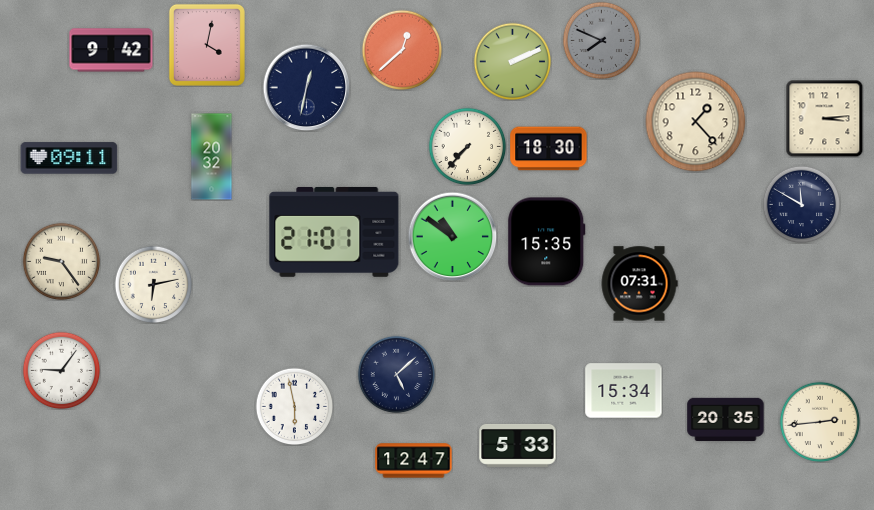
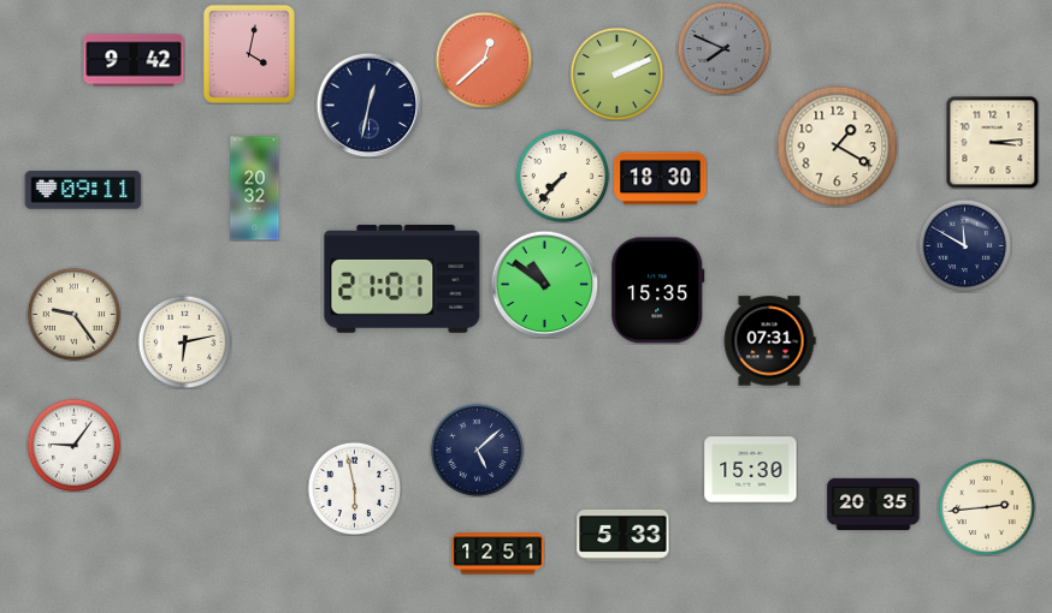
clock at (696, 122): 1:23 -> 1:20
clock at (624, 391): 15:34 -> 15:30
clock at (414, 461): 12:47 -> 12:51
